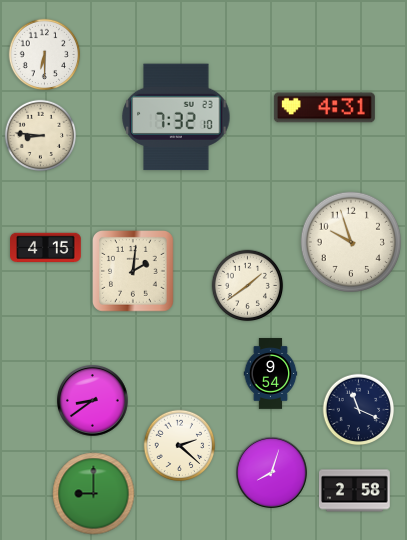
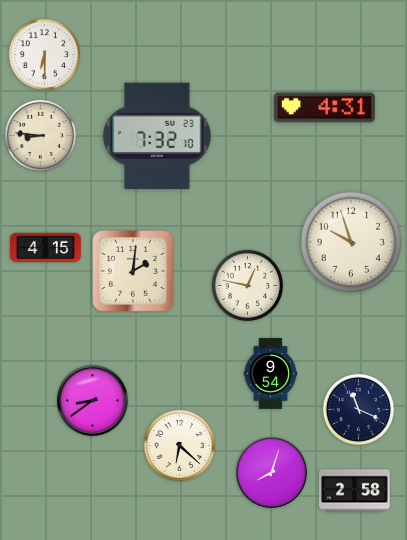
clock at (176, 117) position: (176, 117) -> (157, 136)
clock at (248, 286): 1:39 -> 12:47
clock at (180, 446): 2:22 -> 6:22
clock at (94, 494): 9:00 -> none
